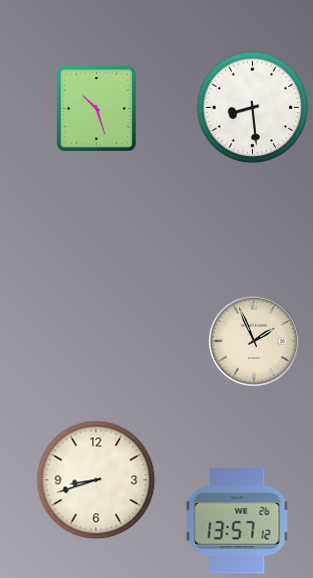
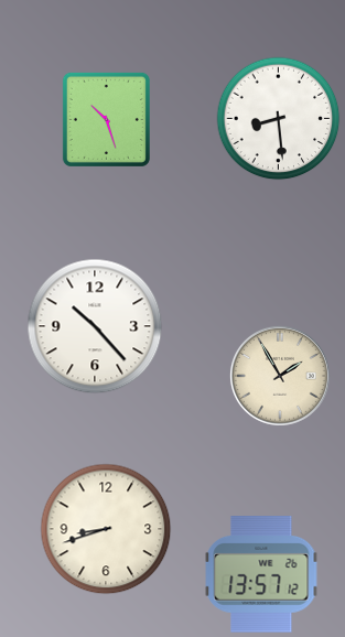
clock at (95, 326): none -> 10:23
clock at (254, 341): 1:56 -> 1:55
